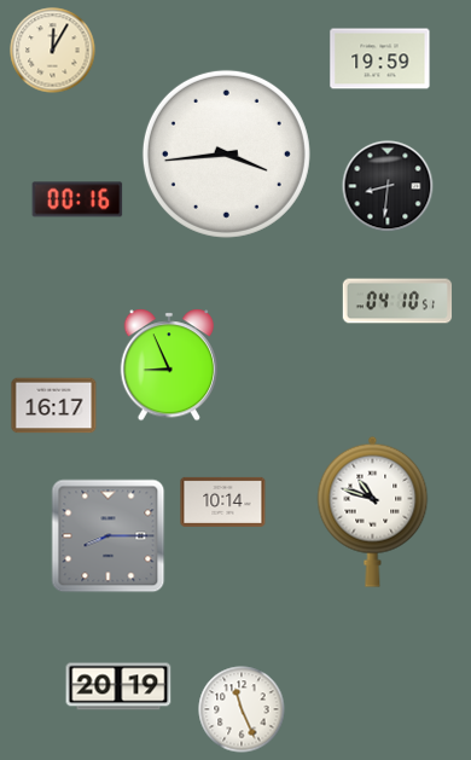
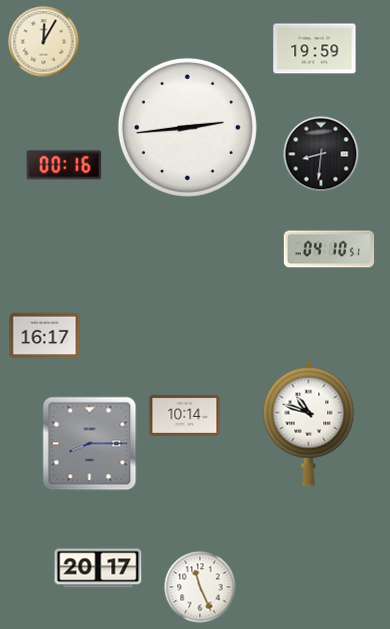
clock at (226, 153): 3:44 -> 2:44
clock at (169, 365): 8:56 -> none
clock at (118, 686): 20:19 -> 20:17
